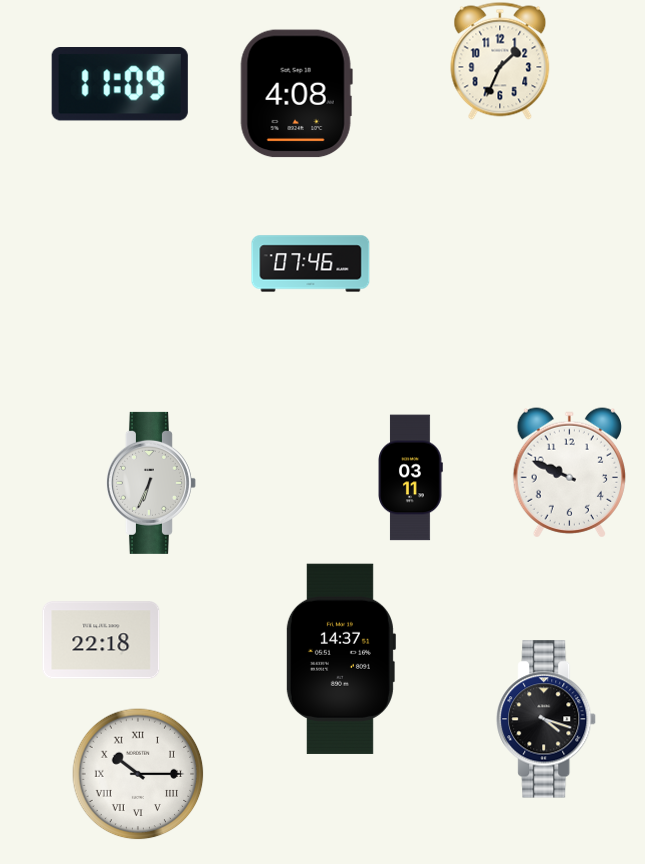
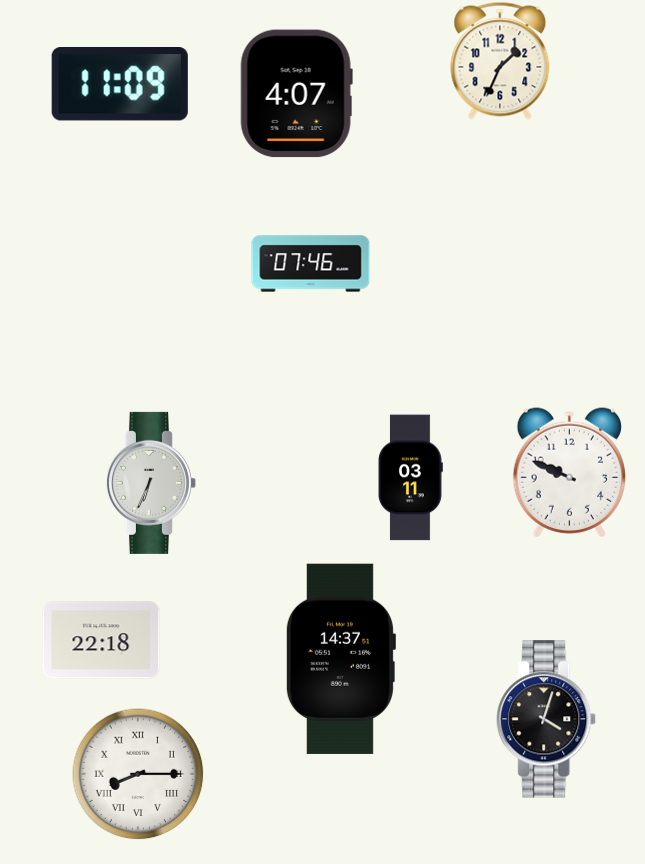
clock at (296, 94): 4:08 -> 4:07
clock at (547, 719): 4:18 -> 4:03
clock at (138, 774): 10:15 -> 8:15
